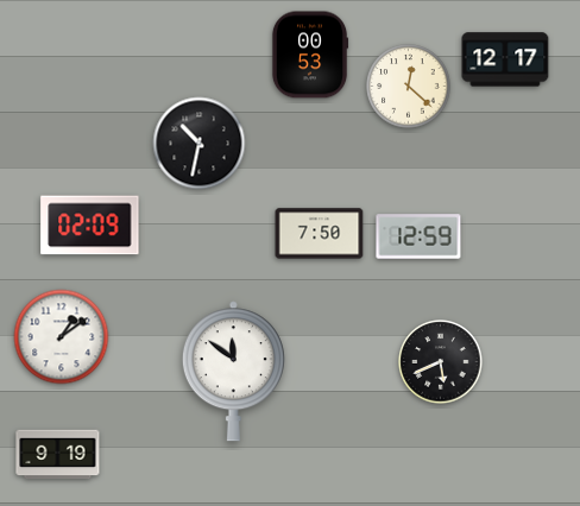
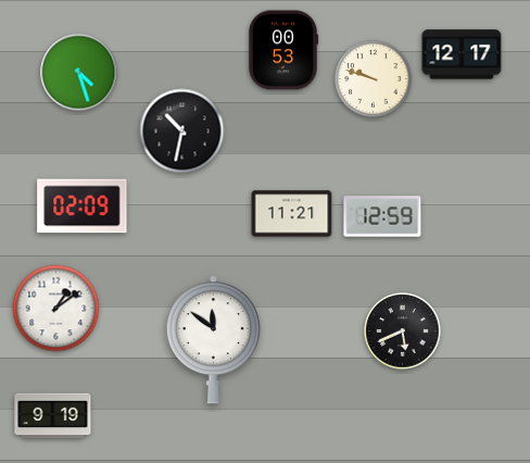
clock at (79, 73): none -> 4:27
clock at (409, 87): 12:22 -> 9:48
clock at (320, 234): 7:50 -> 11:21
